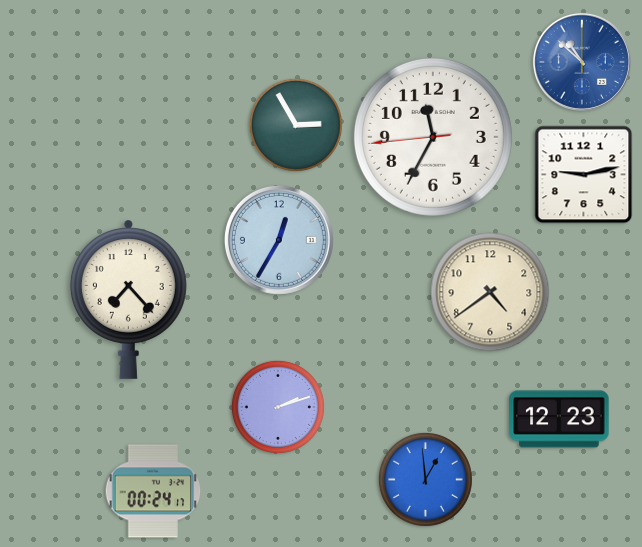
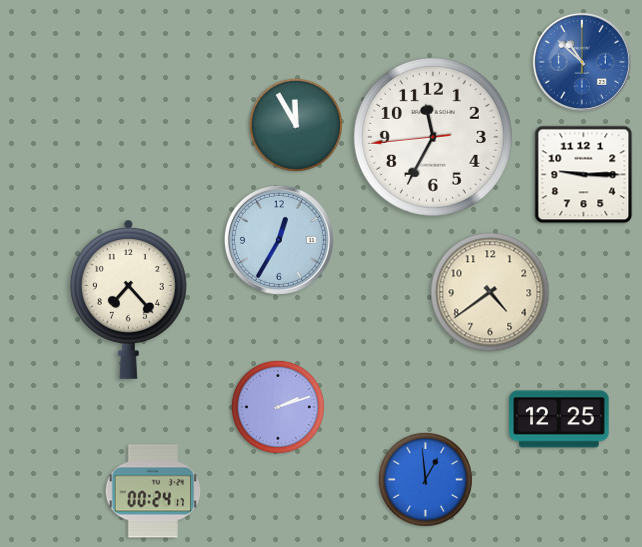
clock at (296, 125): 2:55 -> 11:55
clock at (584, 175): 9:13 -> 9:15
clock at (559, 419): 12:23 -> 12:25
